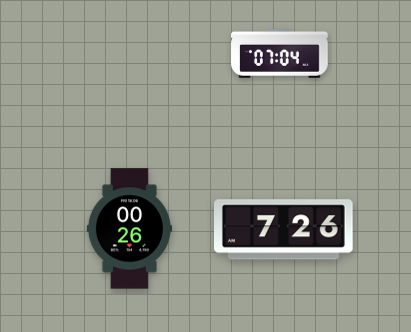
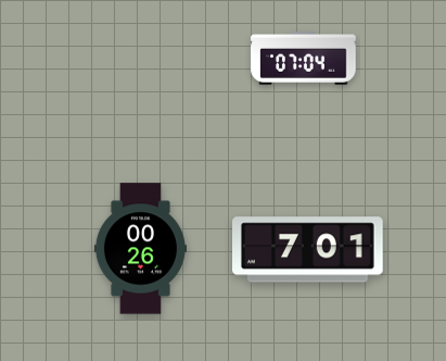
clock at (284, 230): 7:26 -> 7:01
